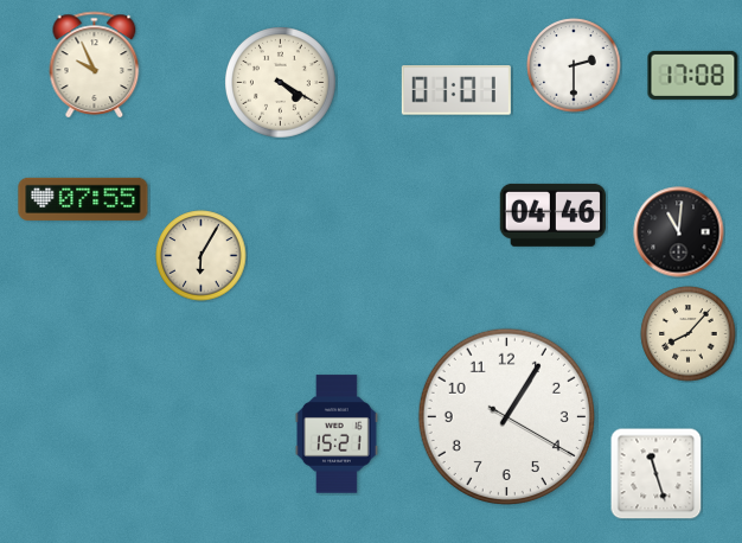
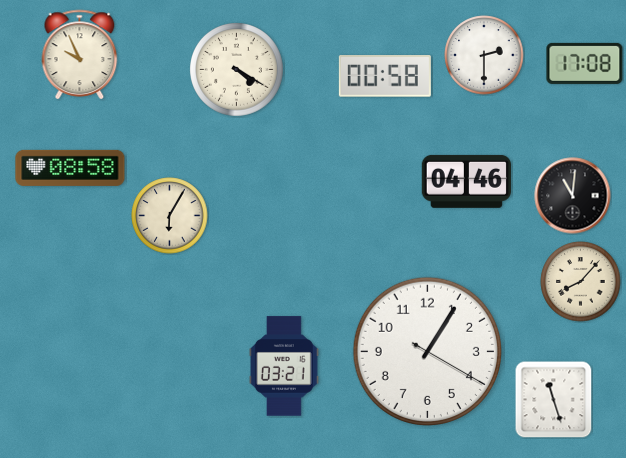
clock at (456, 90): 01:01 -> 00:58
clock at (83, 199): 07:55 -> 08:58
clock at (337, 434): 15:21 -> 03:21
